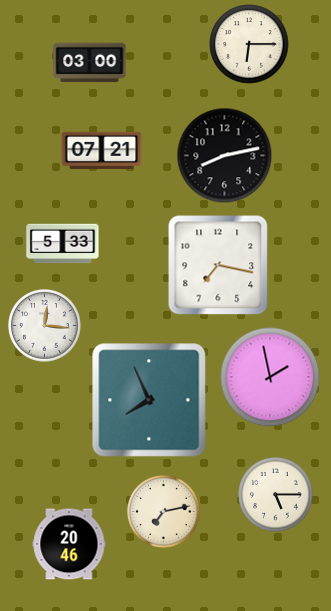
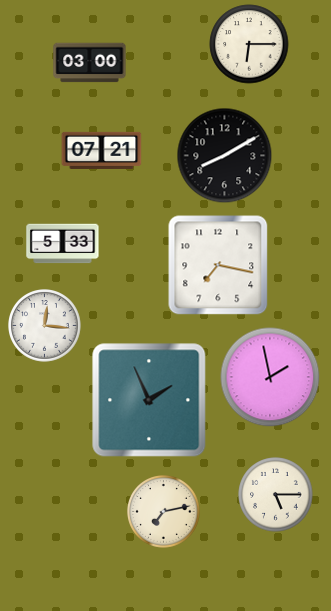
clock at (225, 156): 8:13 -> 8:10
clock at (149, 400): 7:56 -> 1:56
clock at (69, 544): 20:46 -> none
